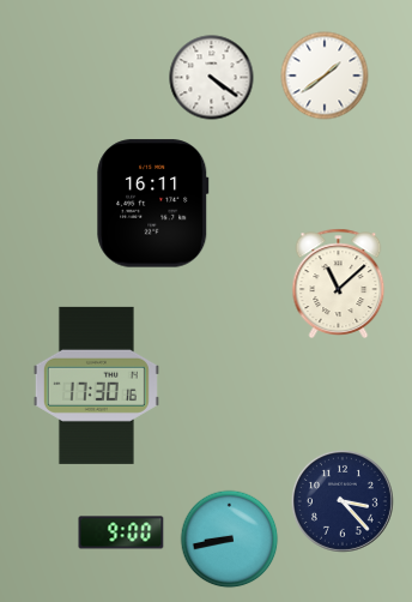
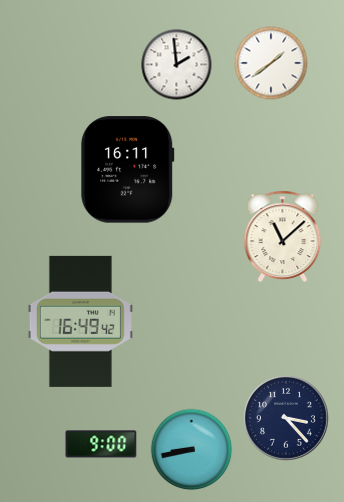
clock at (212, 78): 4:21 -> 1:59
clock at (96, 385): 17:30 -> 16:49
